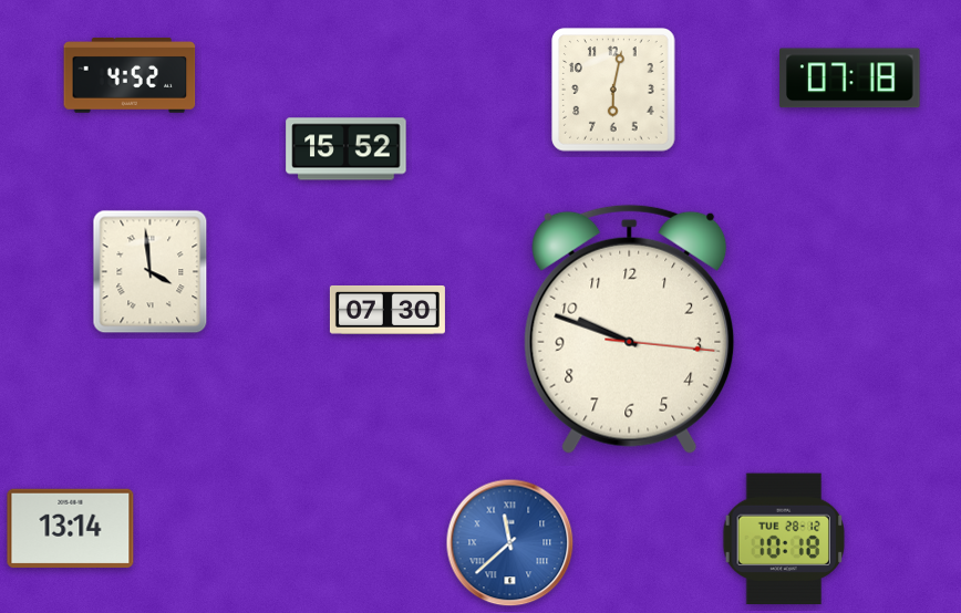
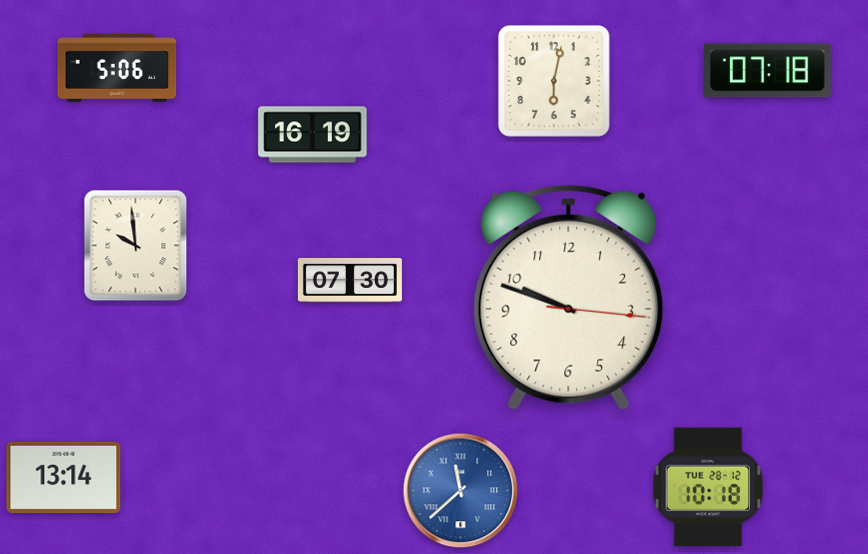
clock at (130, 76): 4:52 -> 5:06
clock at (347, 149): 15:52 -> 16:19
clock at (151, 272): 3:59 -> 9:59
